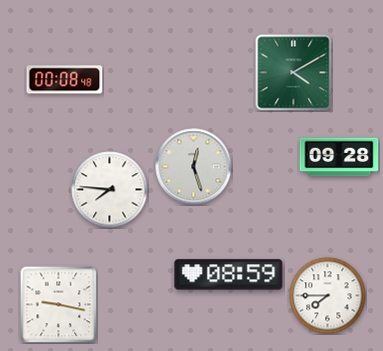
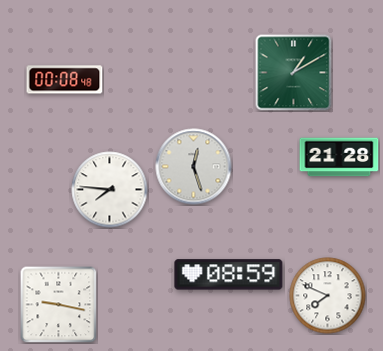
clock at (294, 73): 4:10 -> 1:10
clock at (339, 157): 09:28 -> 21:28
clock at (328, 296): 7:45 -> 7:49
